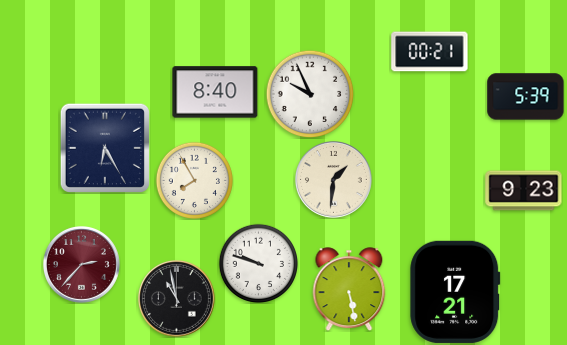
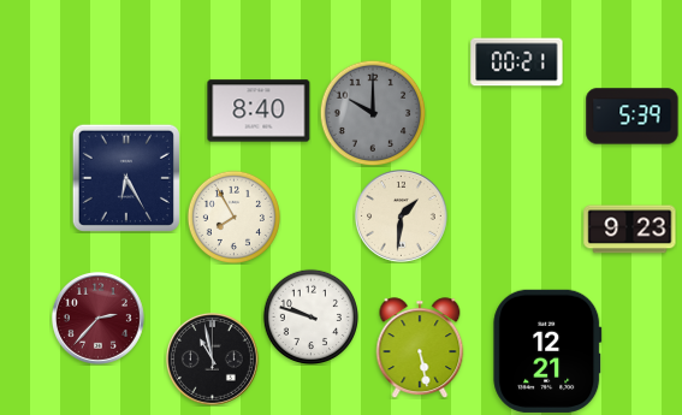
clock at (310, 94): 9:56 -> 10:00
clock at (310, 94) dial: white -> grey
clock at (455, 292): 17:21 -> 12:21
